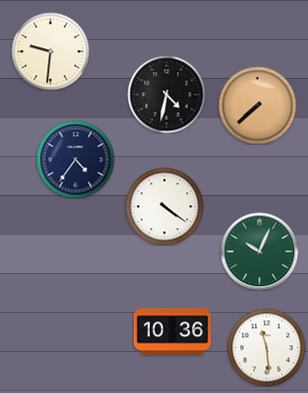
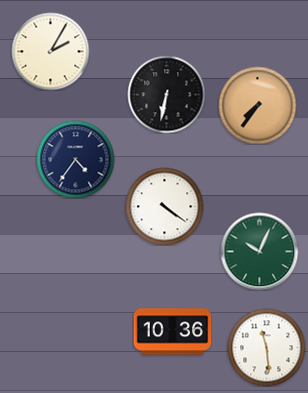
clock at (50, 51): 9:31 -> 2:05
clock at (166, 94): 4:32 -> 6:32
clock at (257, 105): 7:38 -> 7:36
